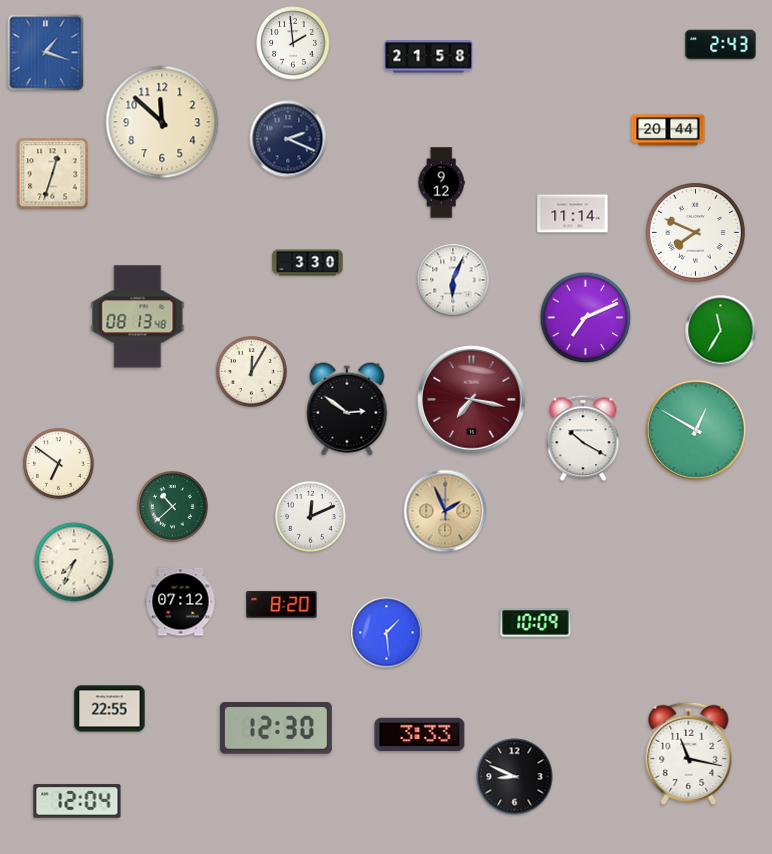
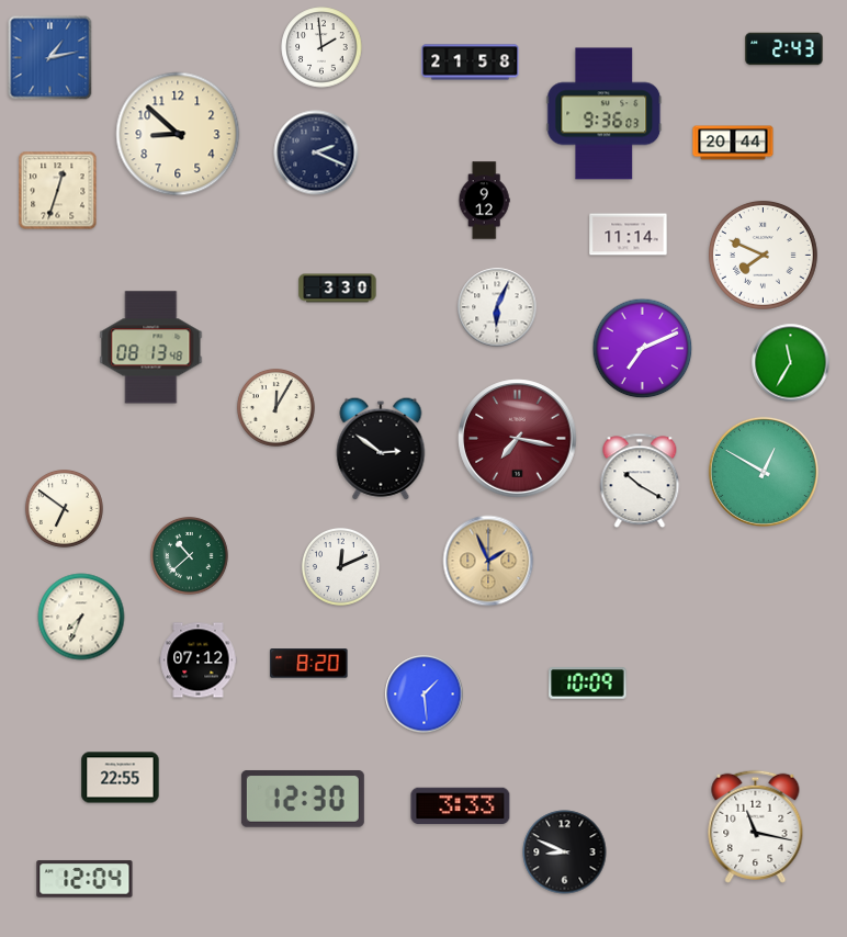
clock at (721, 45) position: (721, 45) -> (784, 49)
clock at (46, 53): 1:18 -> 1:13
clock at (605, 114): none -> 9:36
clock at (162, 122): 11:52 -> 8:52
